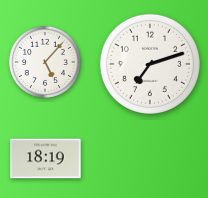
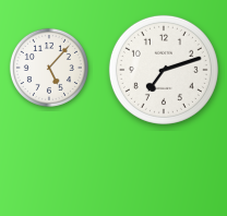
clock at (46, 159): 18:19 -> none
